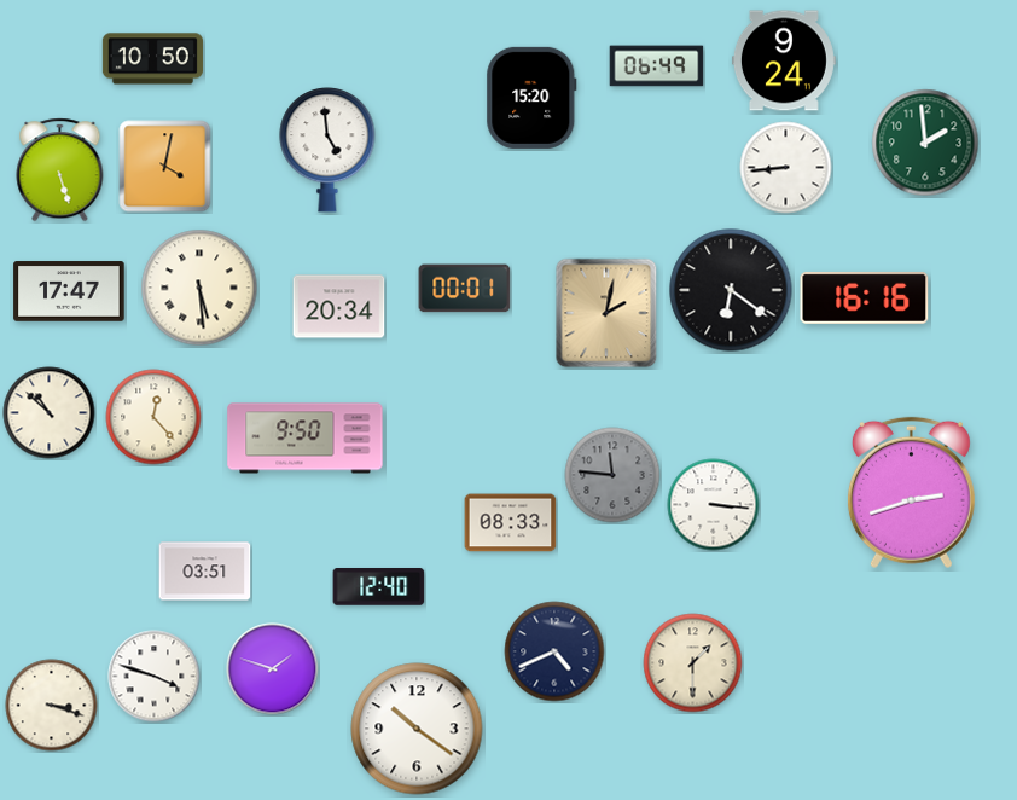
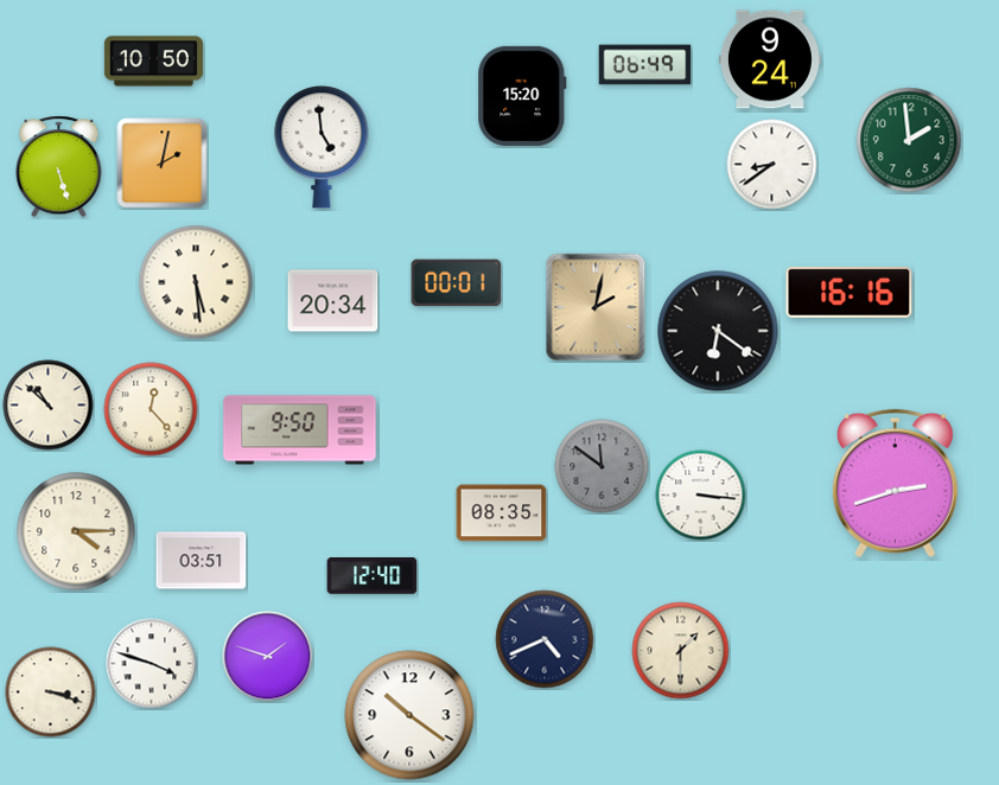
clock at (152, 59) position: (152, 59) -> (153, 62)
clock at (165, 167): 4:02 -> 2:02
clock at (786, 168): 8:44 -> 8:39
clock at (731, 290) position: (731, 290) -> (718, 331)
clock at (69, 291): 17:47 -> none
clock at (612, 475): 11:46 -> 11:51
clock at (511, 523): 08:33 -> 08:35
clock at (76, 531): none -> 4:15
